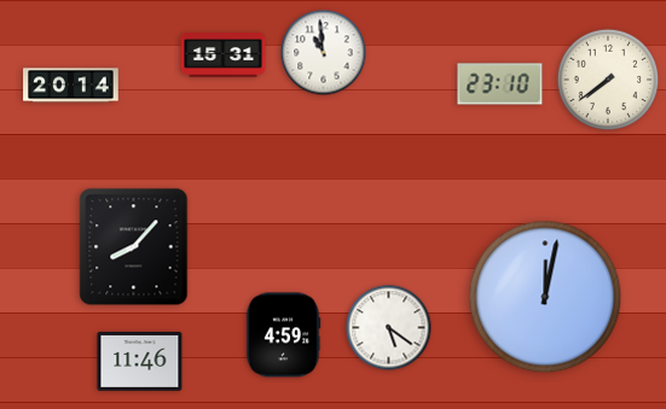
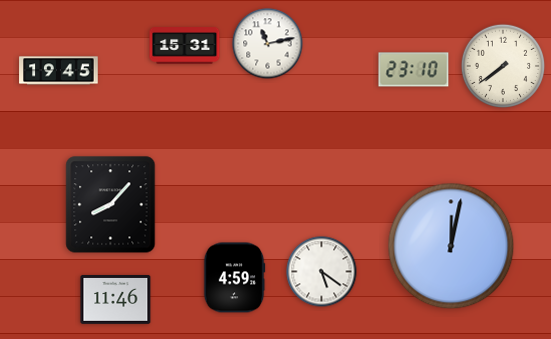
clock at (324, 53): 10:59 -> 11:13
clock at (71, 86): 20:14 -> 19:45
